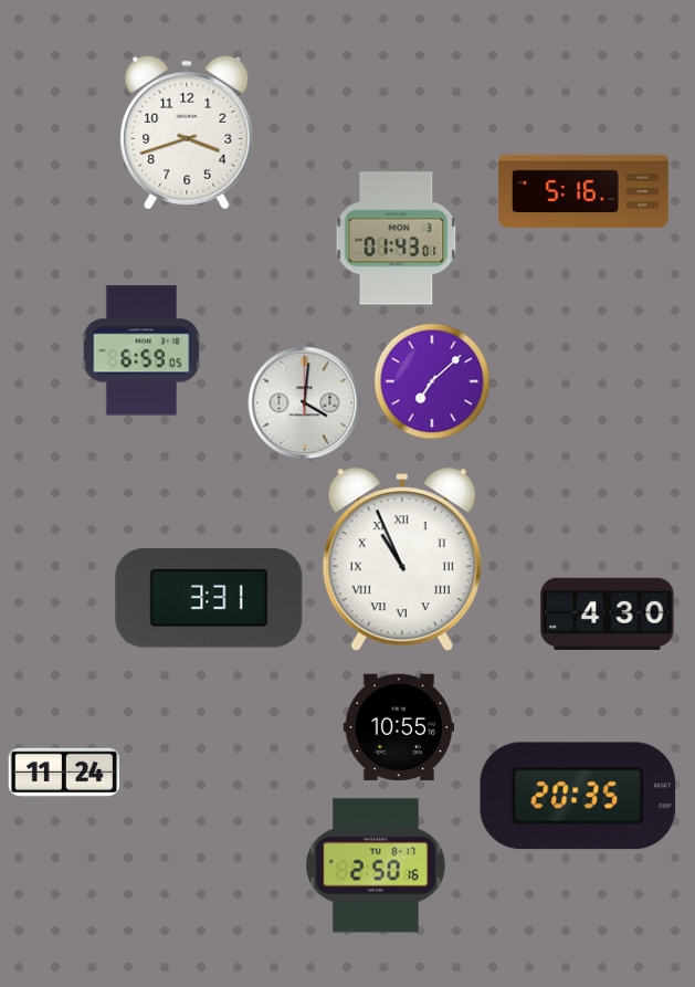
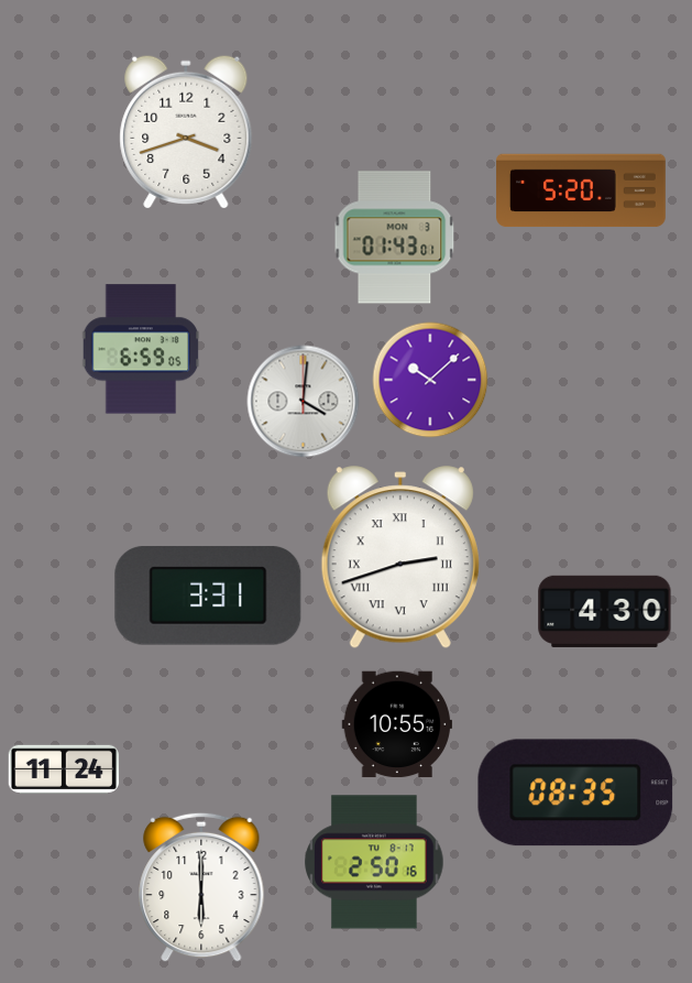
clock at (583, 191): 5:16 -> 5:20
clock at (432, 381): 7:08 -> 10:08
clock at (402, 560): 10:56 -> 2:42
clock at (578, 796): 20:35 -> 08:35
clock at (201, 887): none -> 6:00
